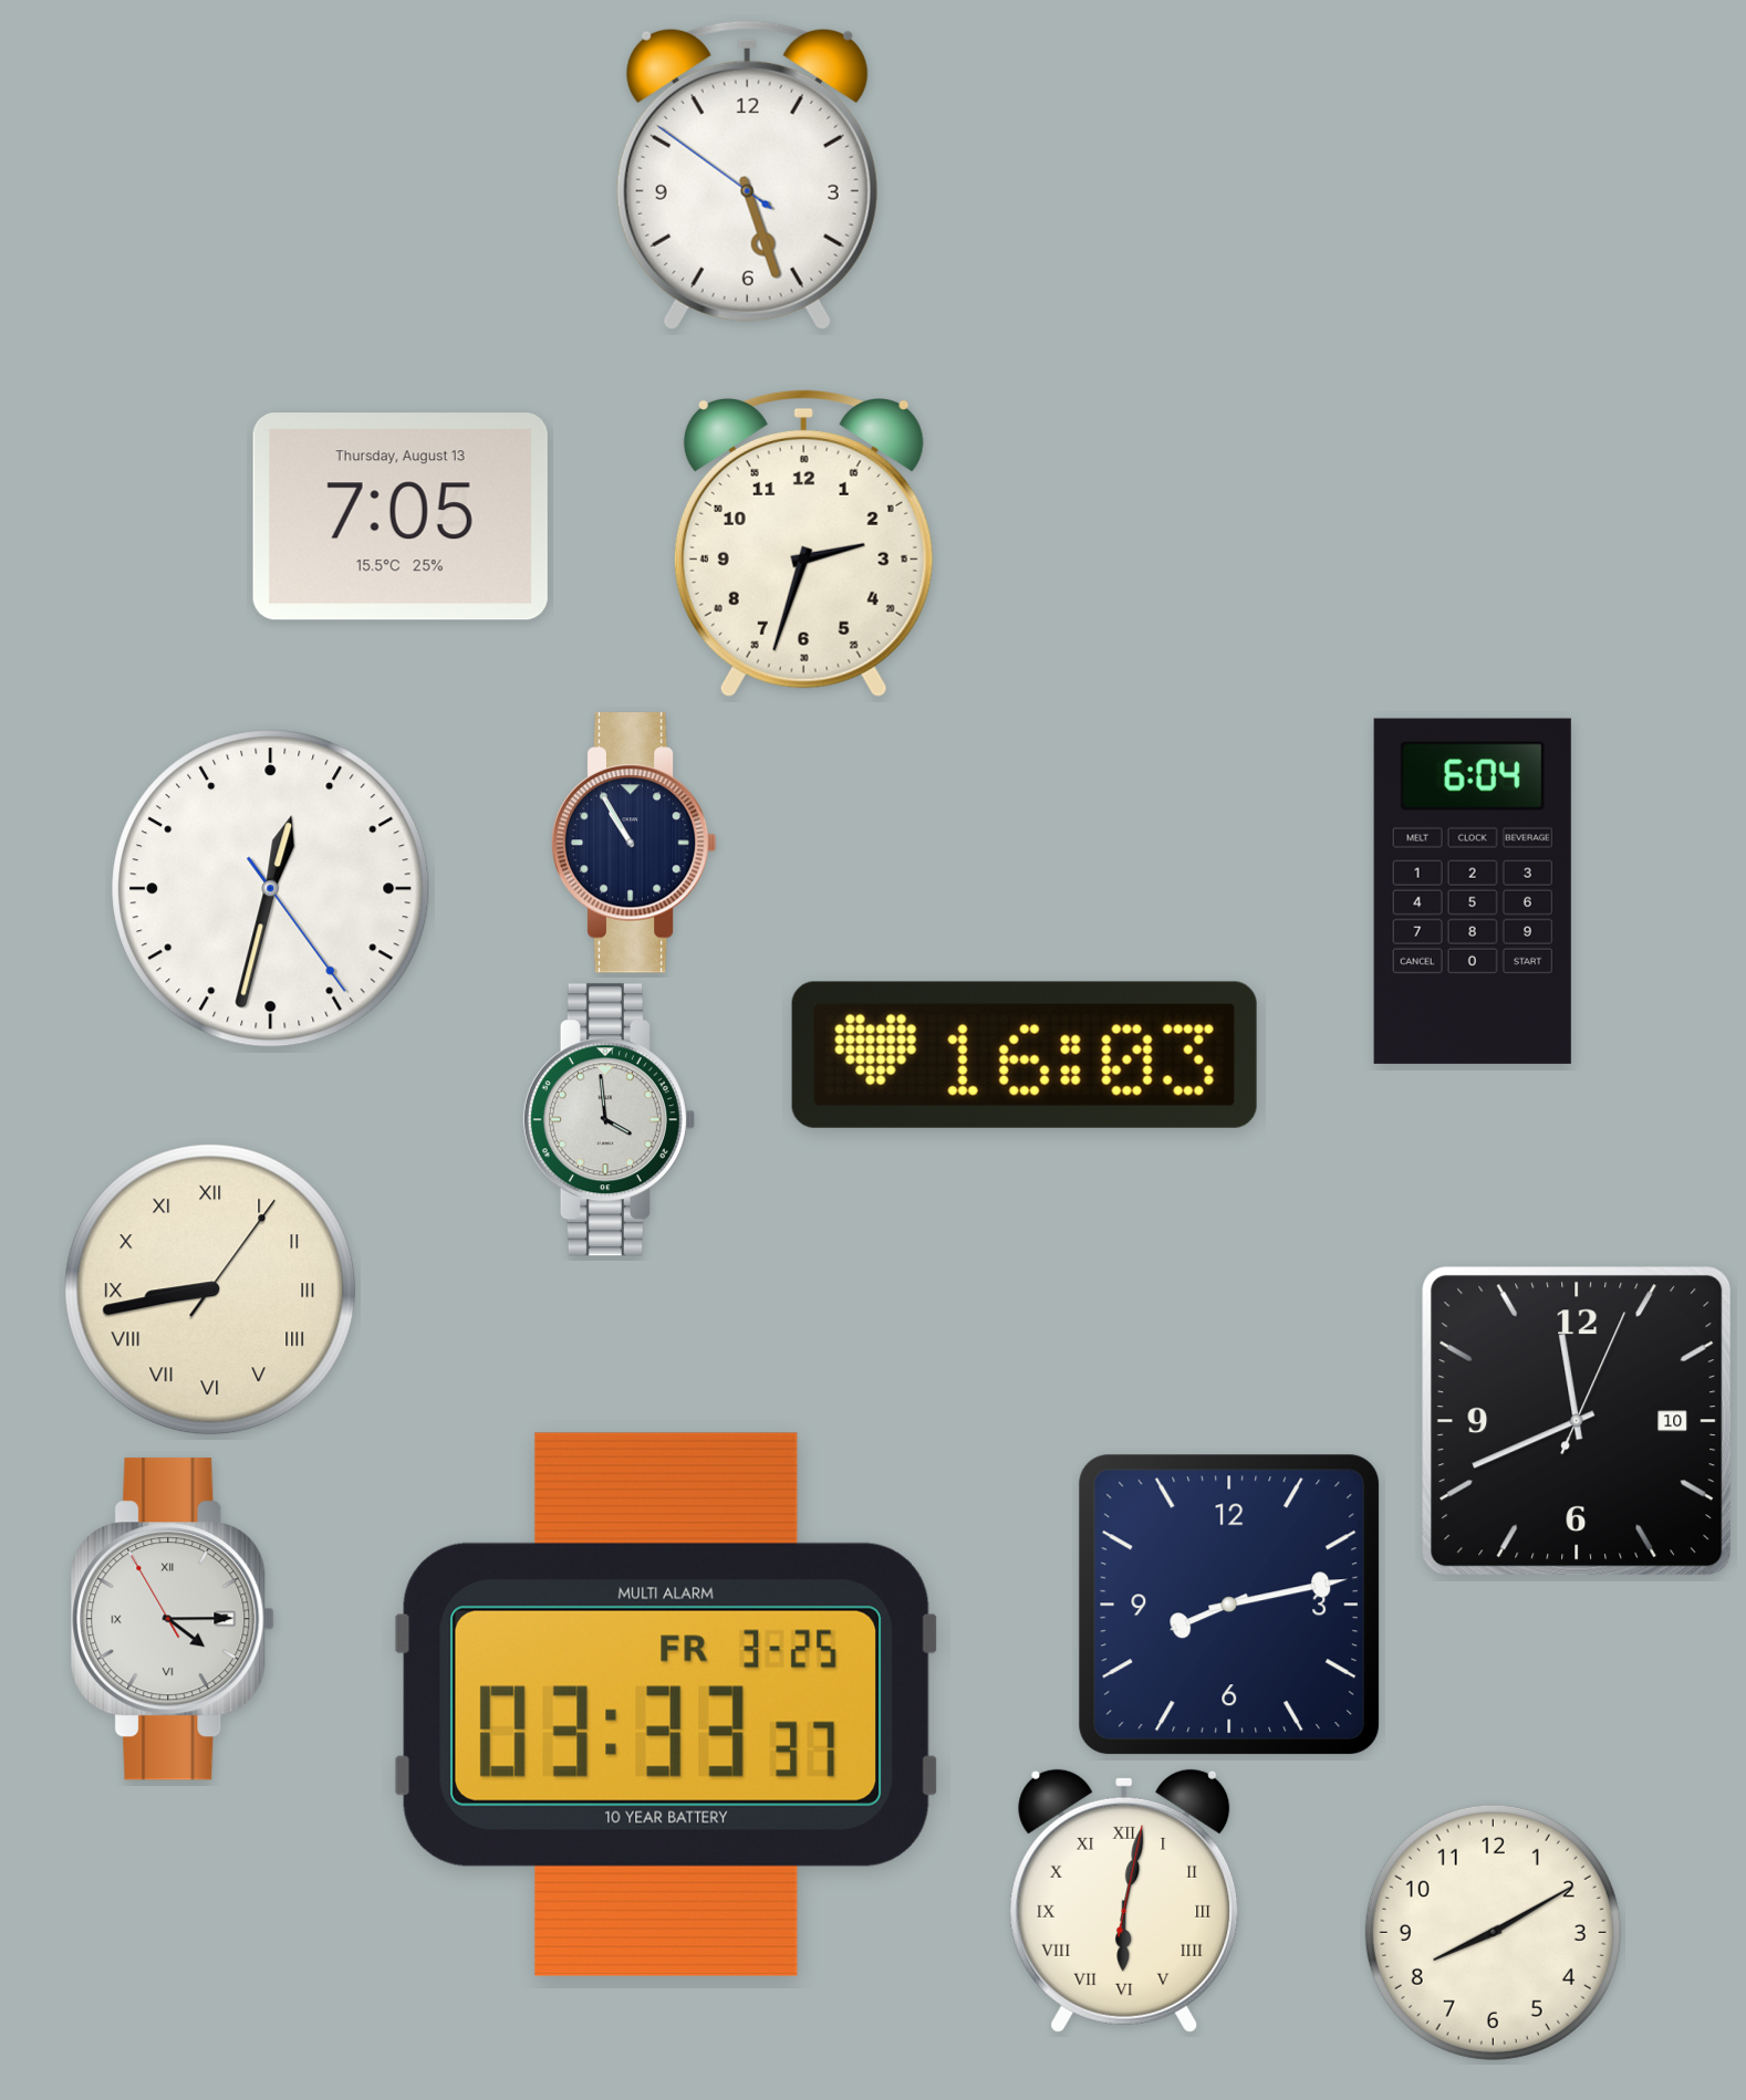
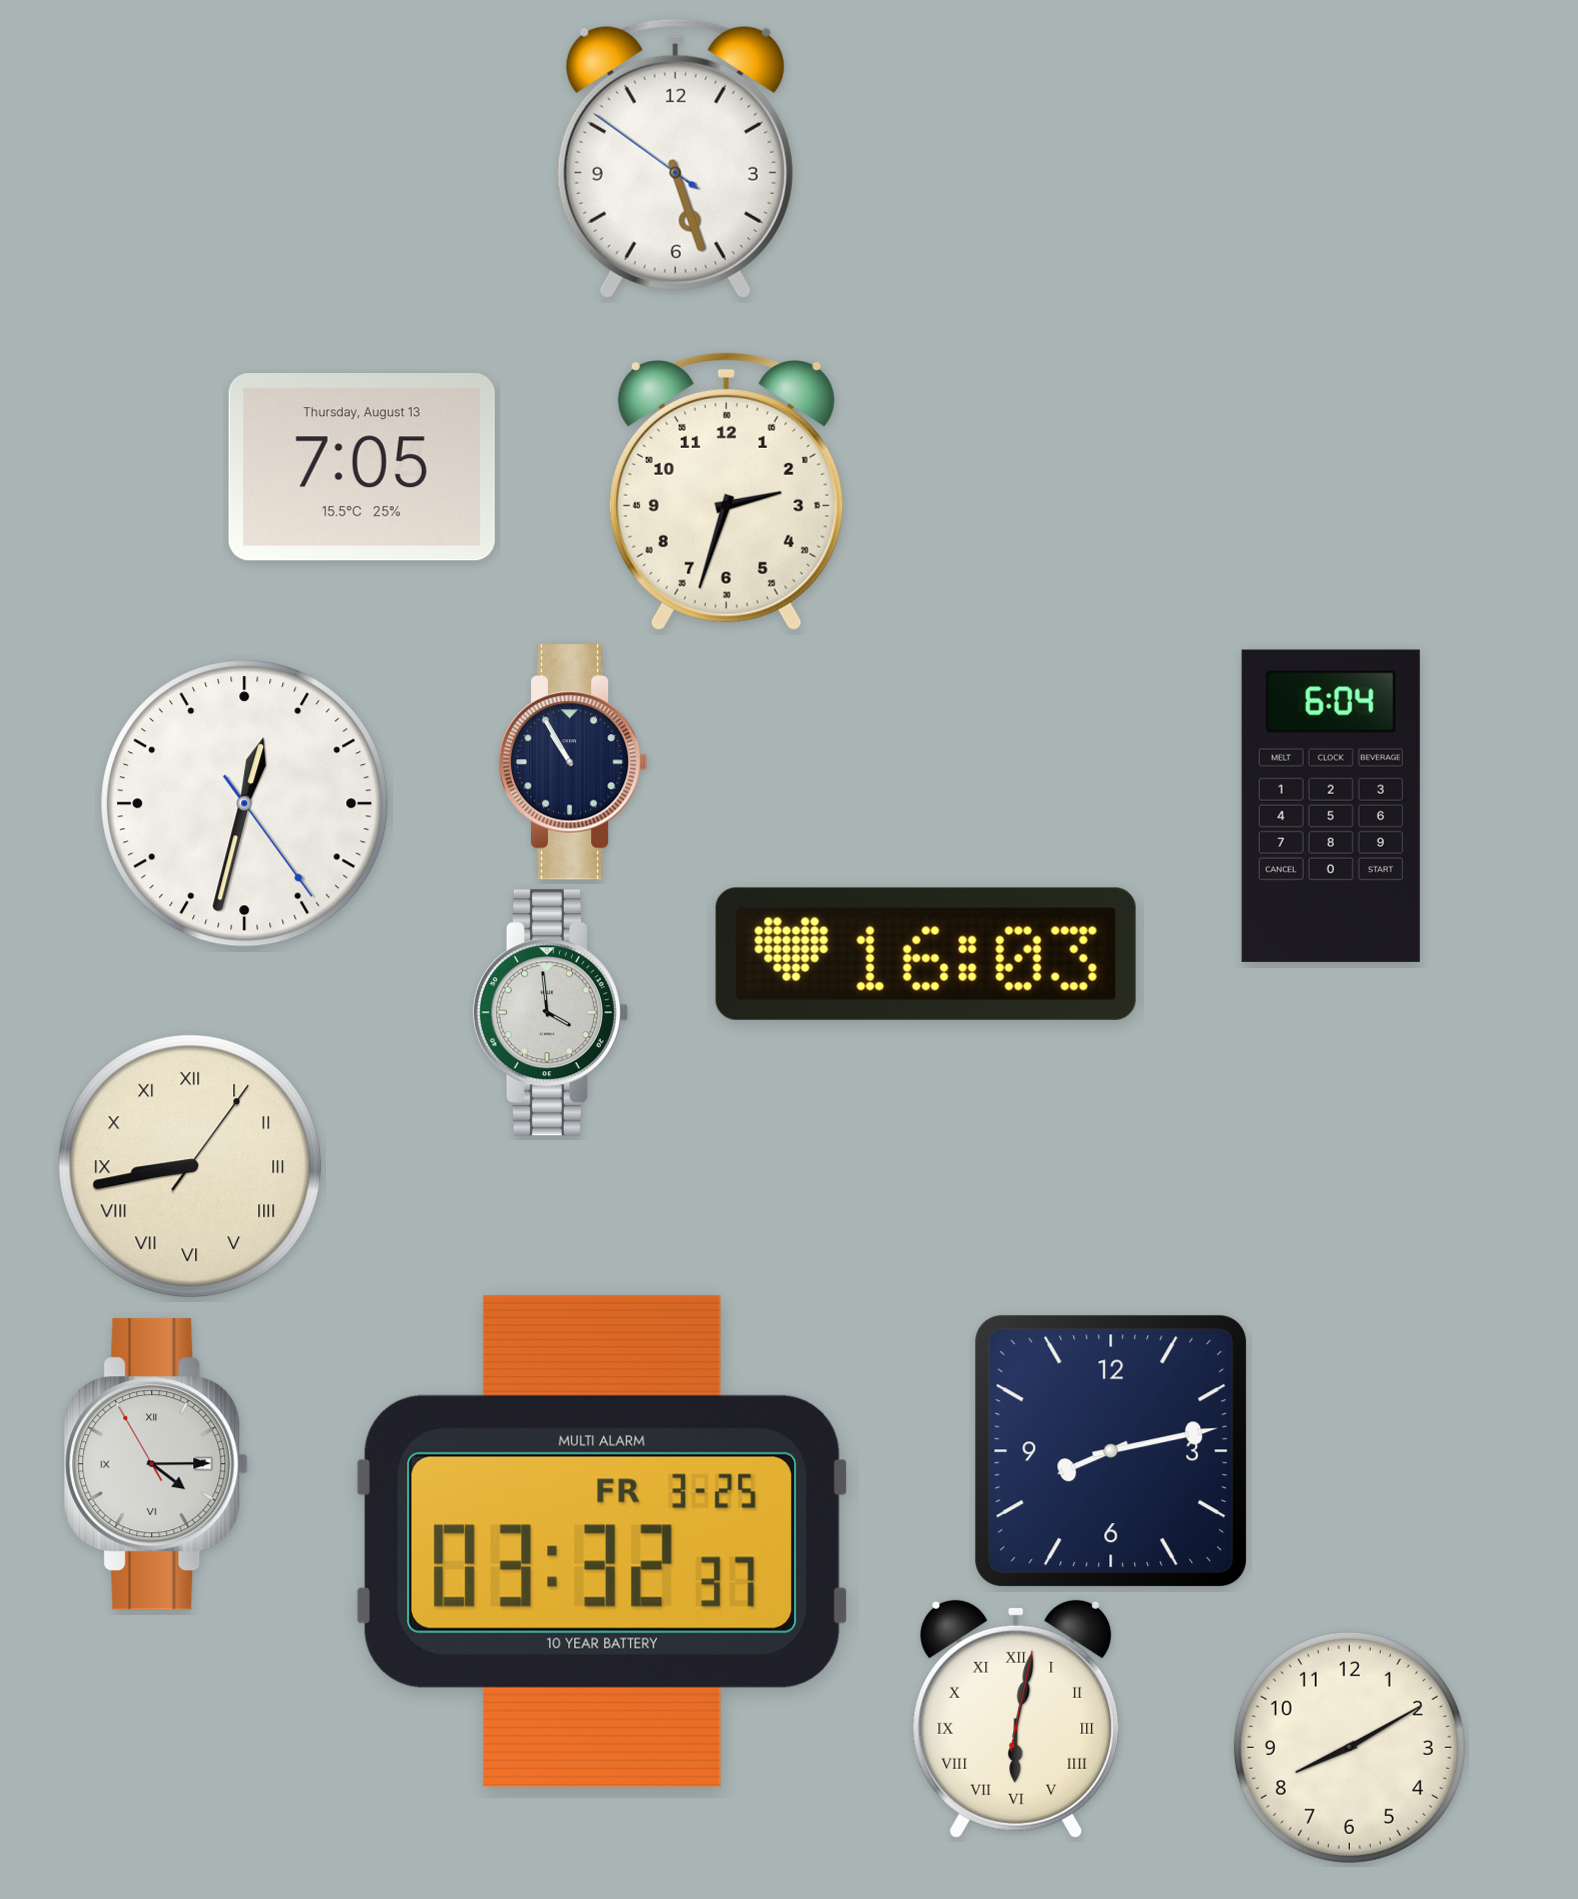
clock at (1577, 1421): 11:41 -> none
clock at (666, 1704): 03:33 -> 03:32
